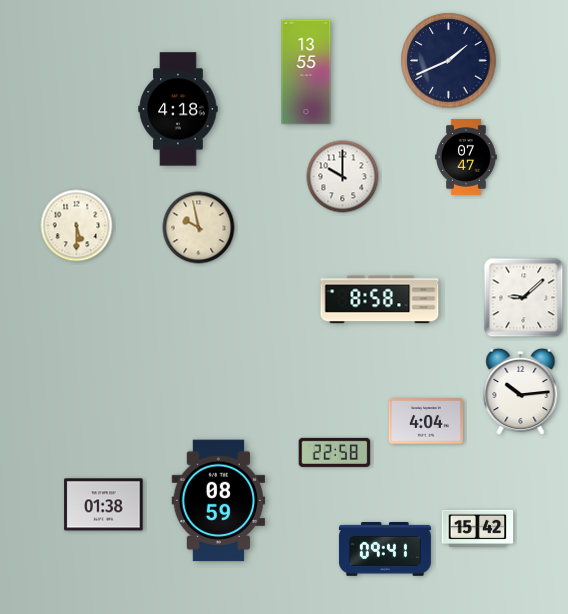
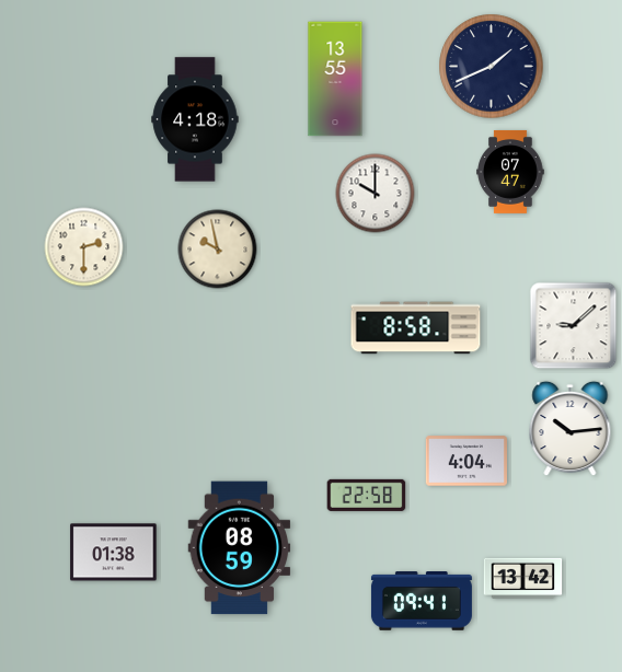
clock at (77, 226): 5:30 -> 2:30
clock at (478, 528): 15:42 -> 13:42
